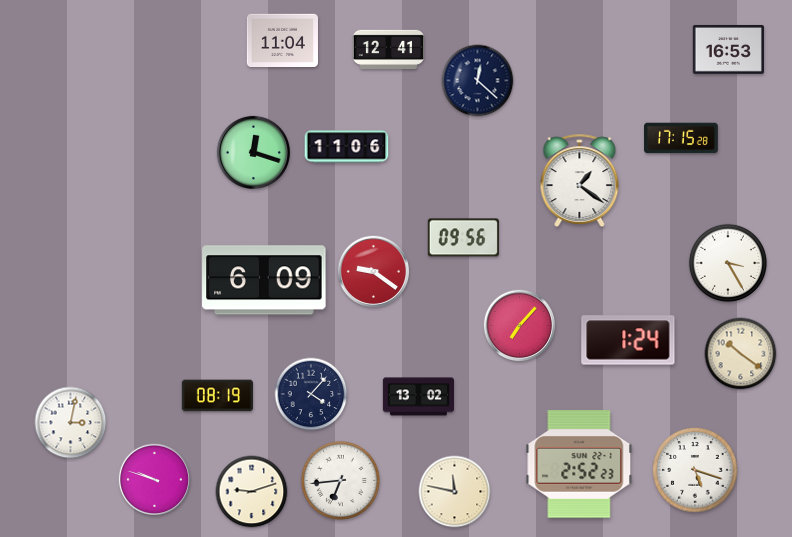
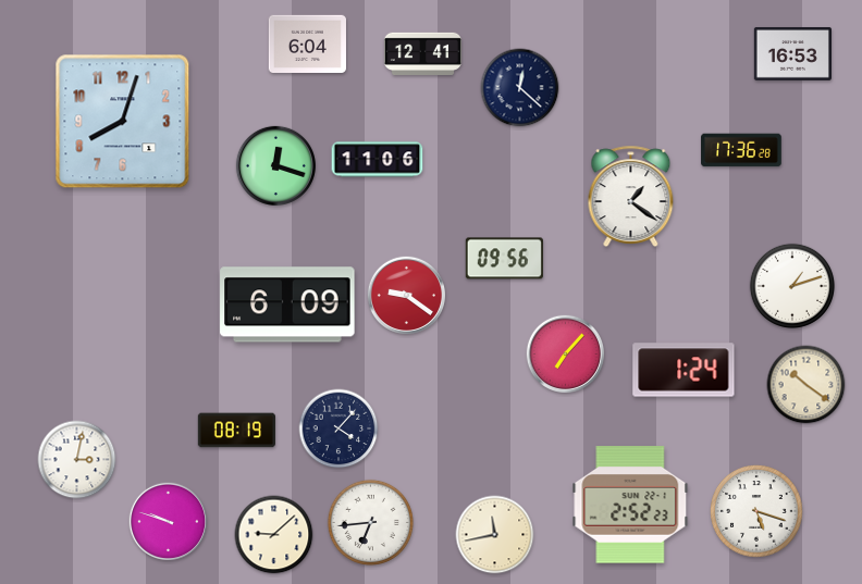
clock at (282, 40): 11:04 -> 6:04
clock at (123, 122): none -> 8:03
clock at (681, 138): 17:15 -> 17:36
clock at (727, 262): 3:25 -> 1:12
clock at (418, 397): 13:02 -> none
clock at (252, 492): 9:12 -> 9:08
clock at (455, 492): 11:47 -> 11:43
